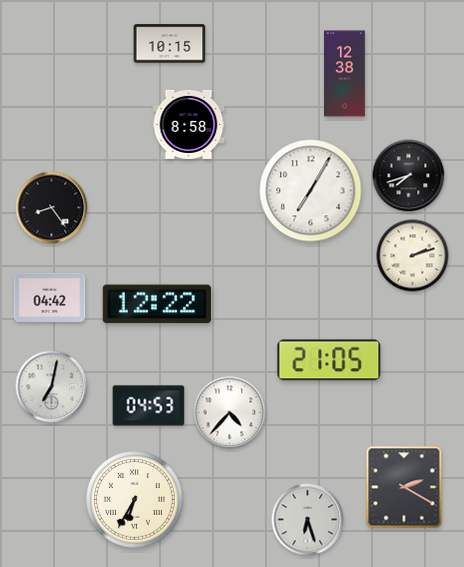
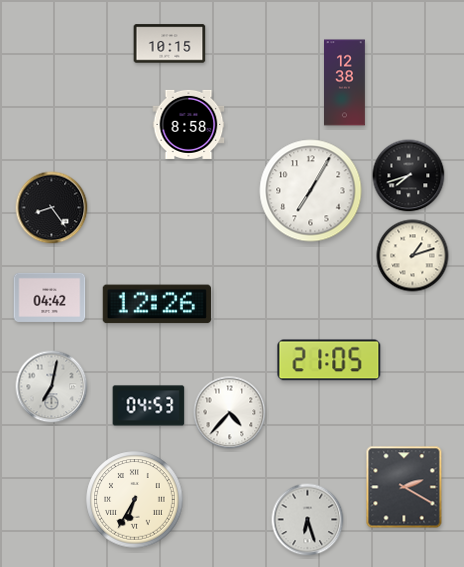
clock at (345, 74) position: (345, 74) -> (345, 83)
clock at (413, 256): 2:12 -> 1:12
clock at (157, 304): 12:22 -> 12:26
